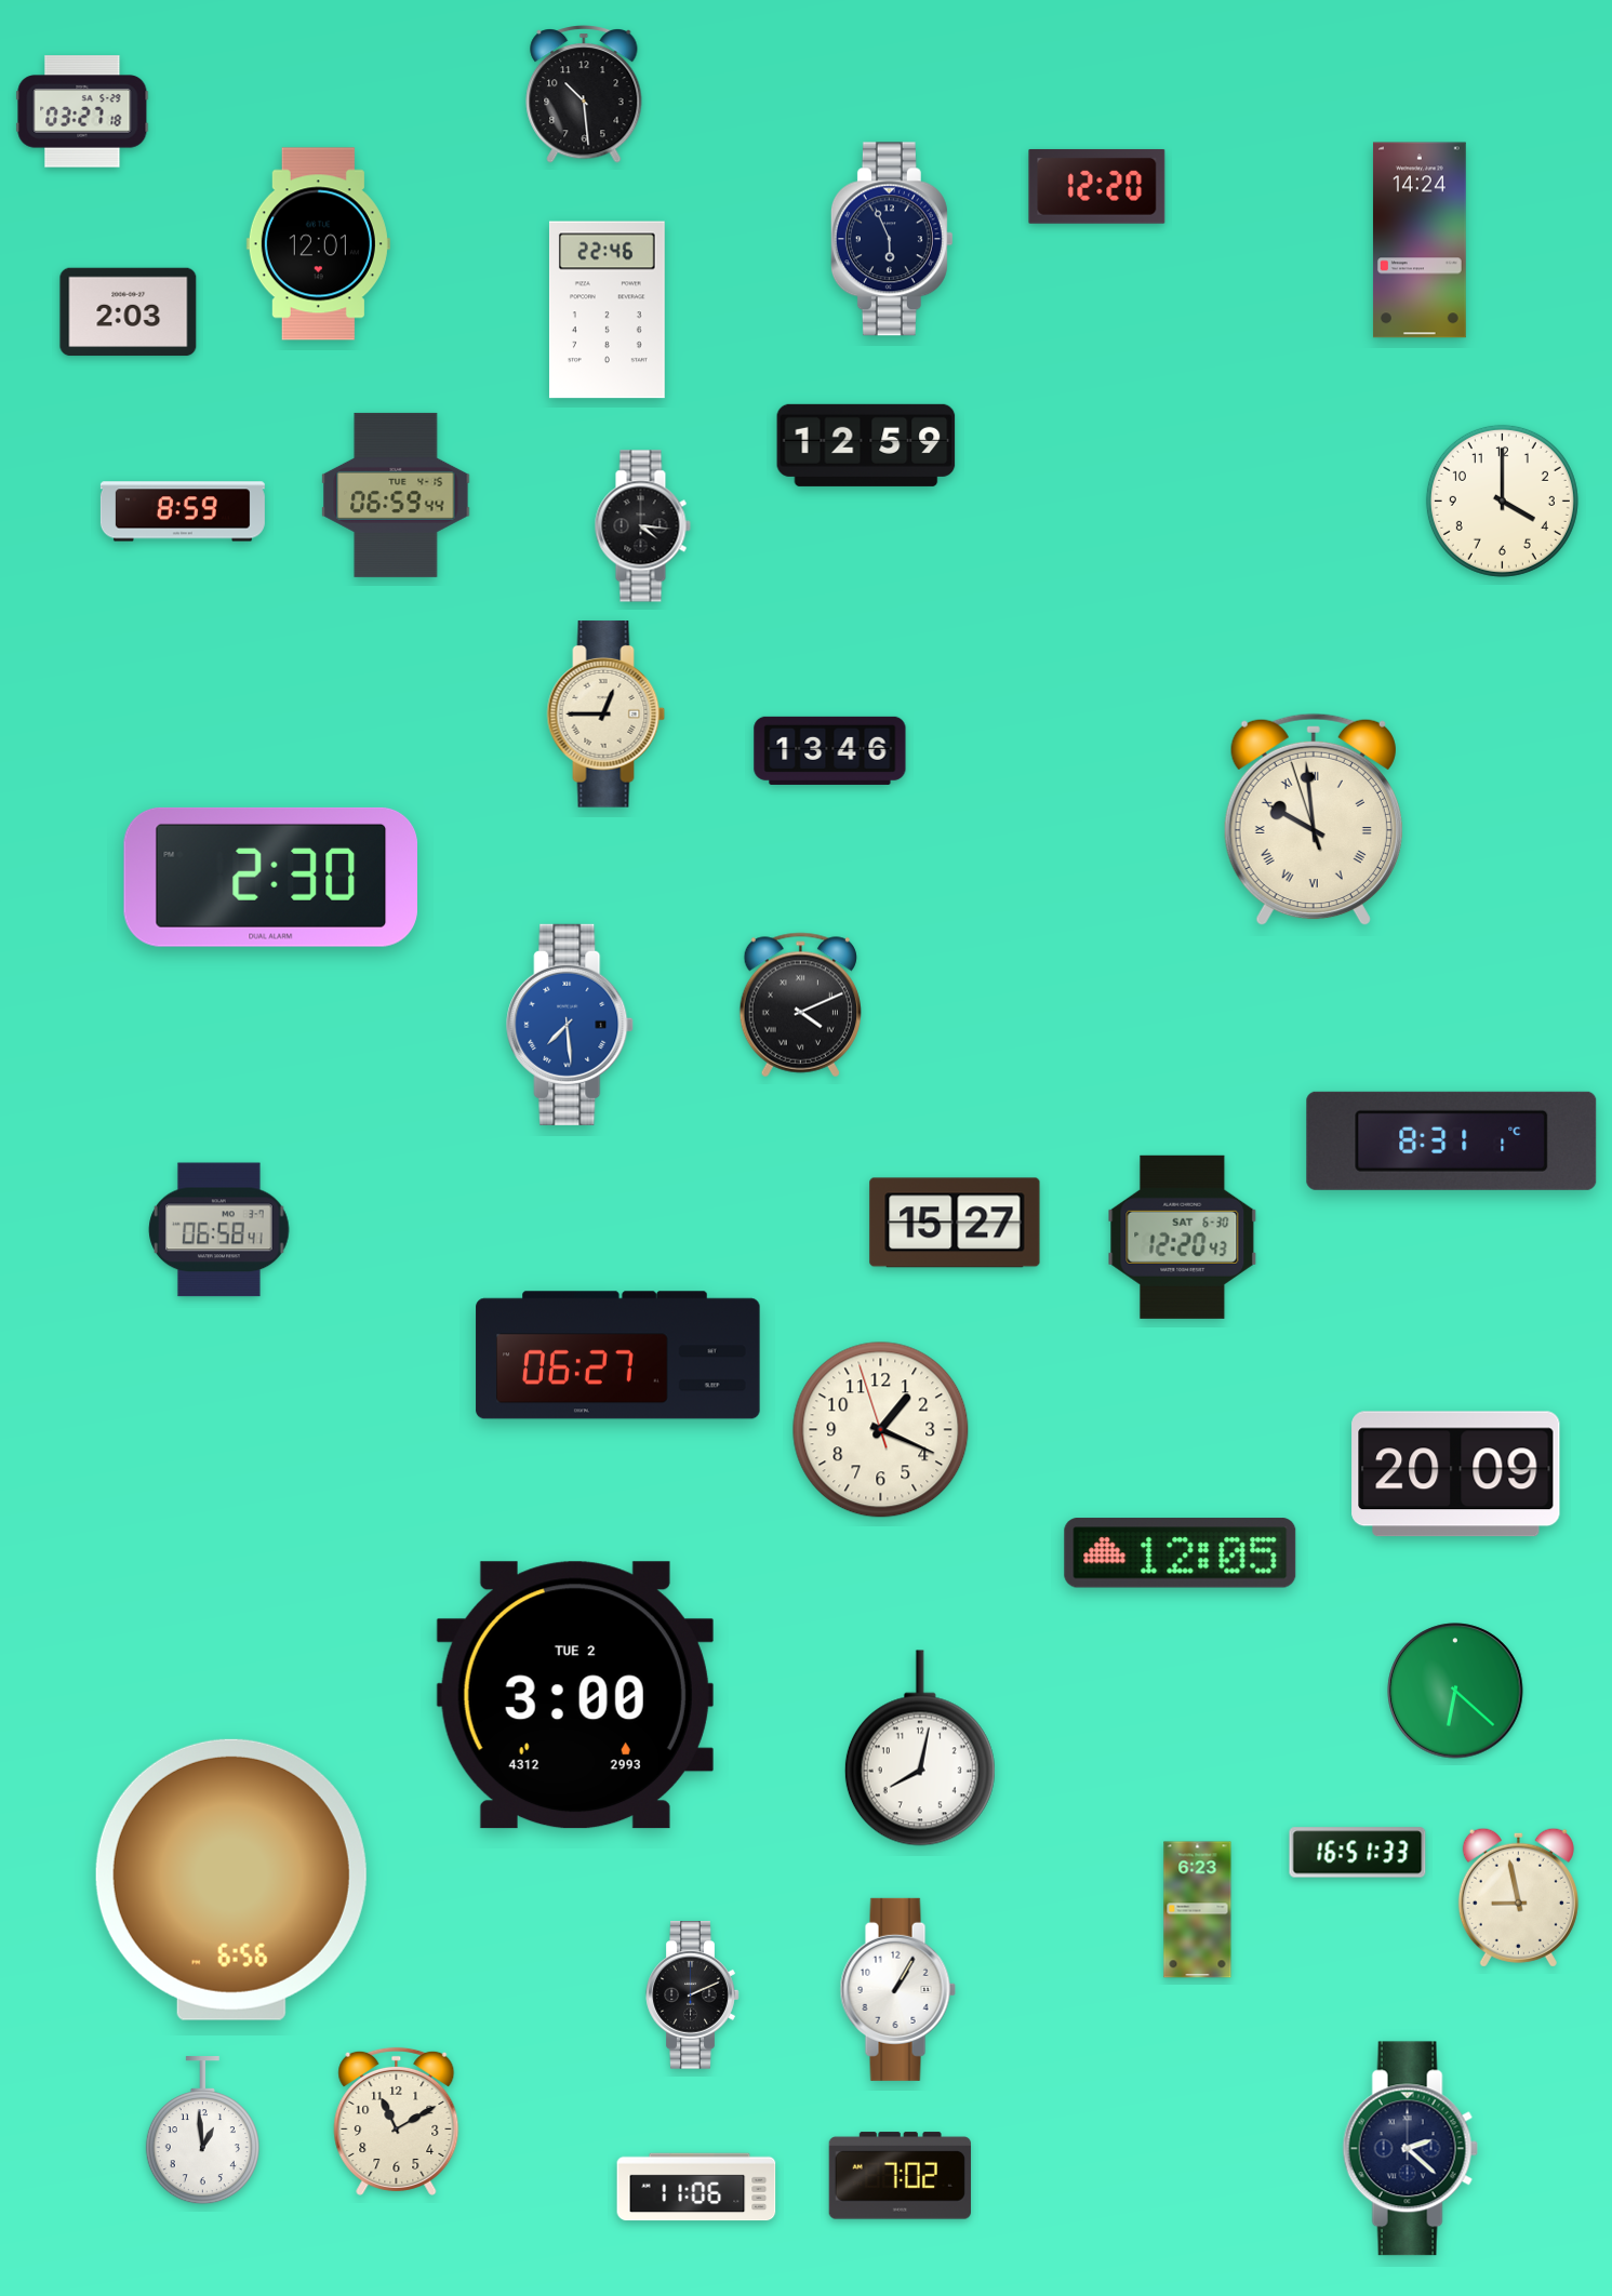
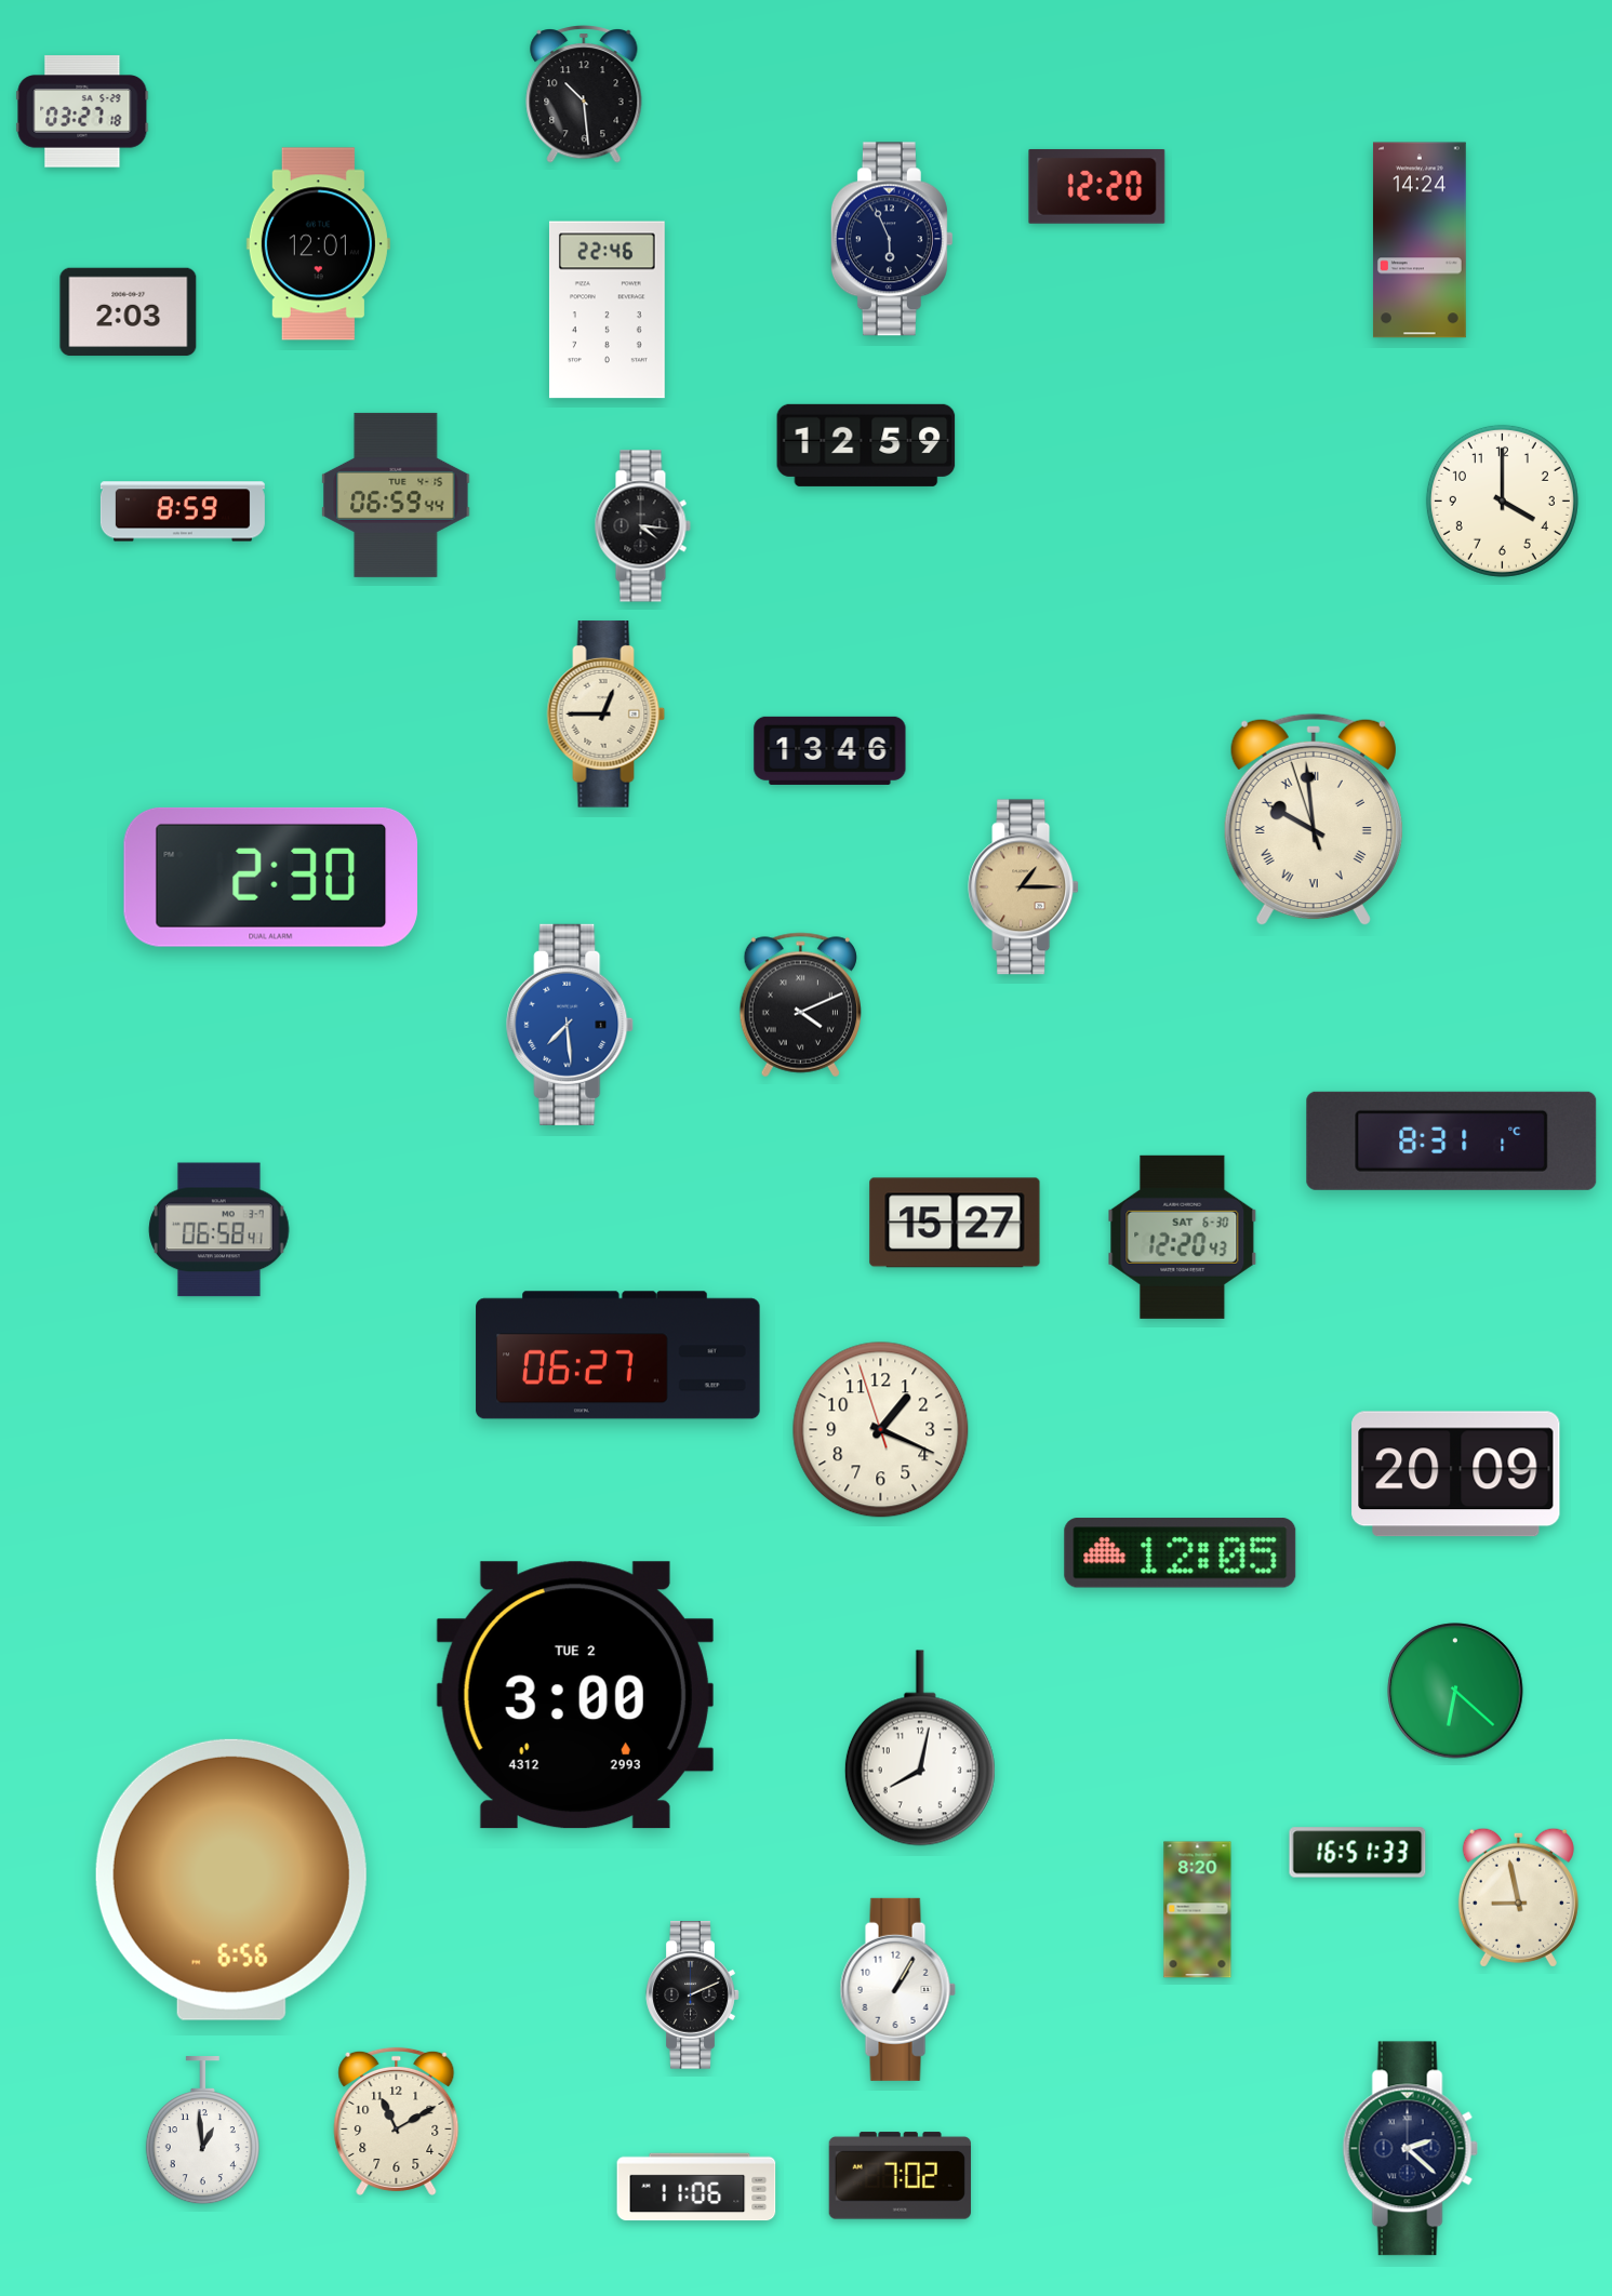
clock at (1024, 887): none -> 1:15
clock at (1198, 1910): 6:23 -> 8:20
